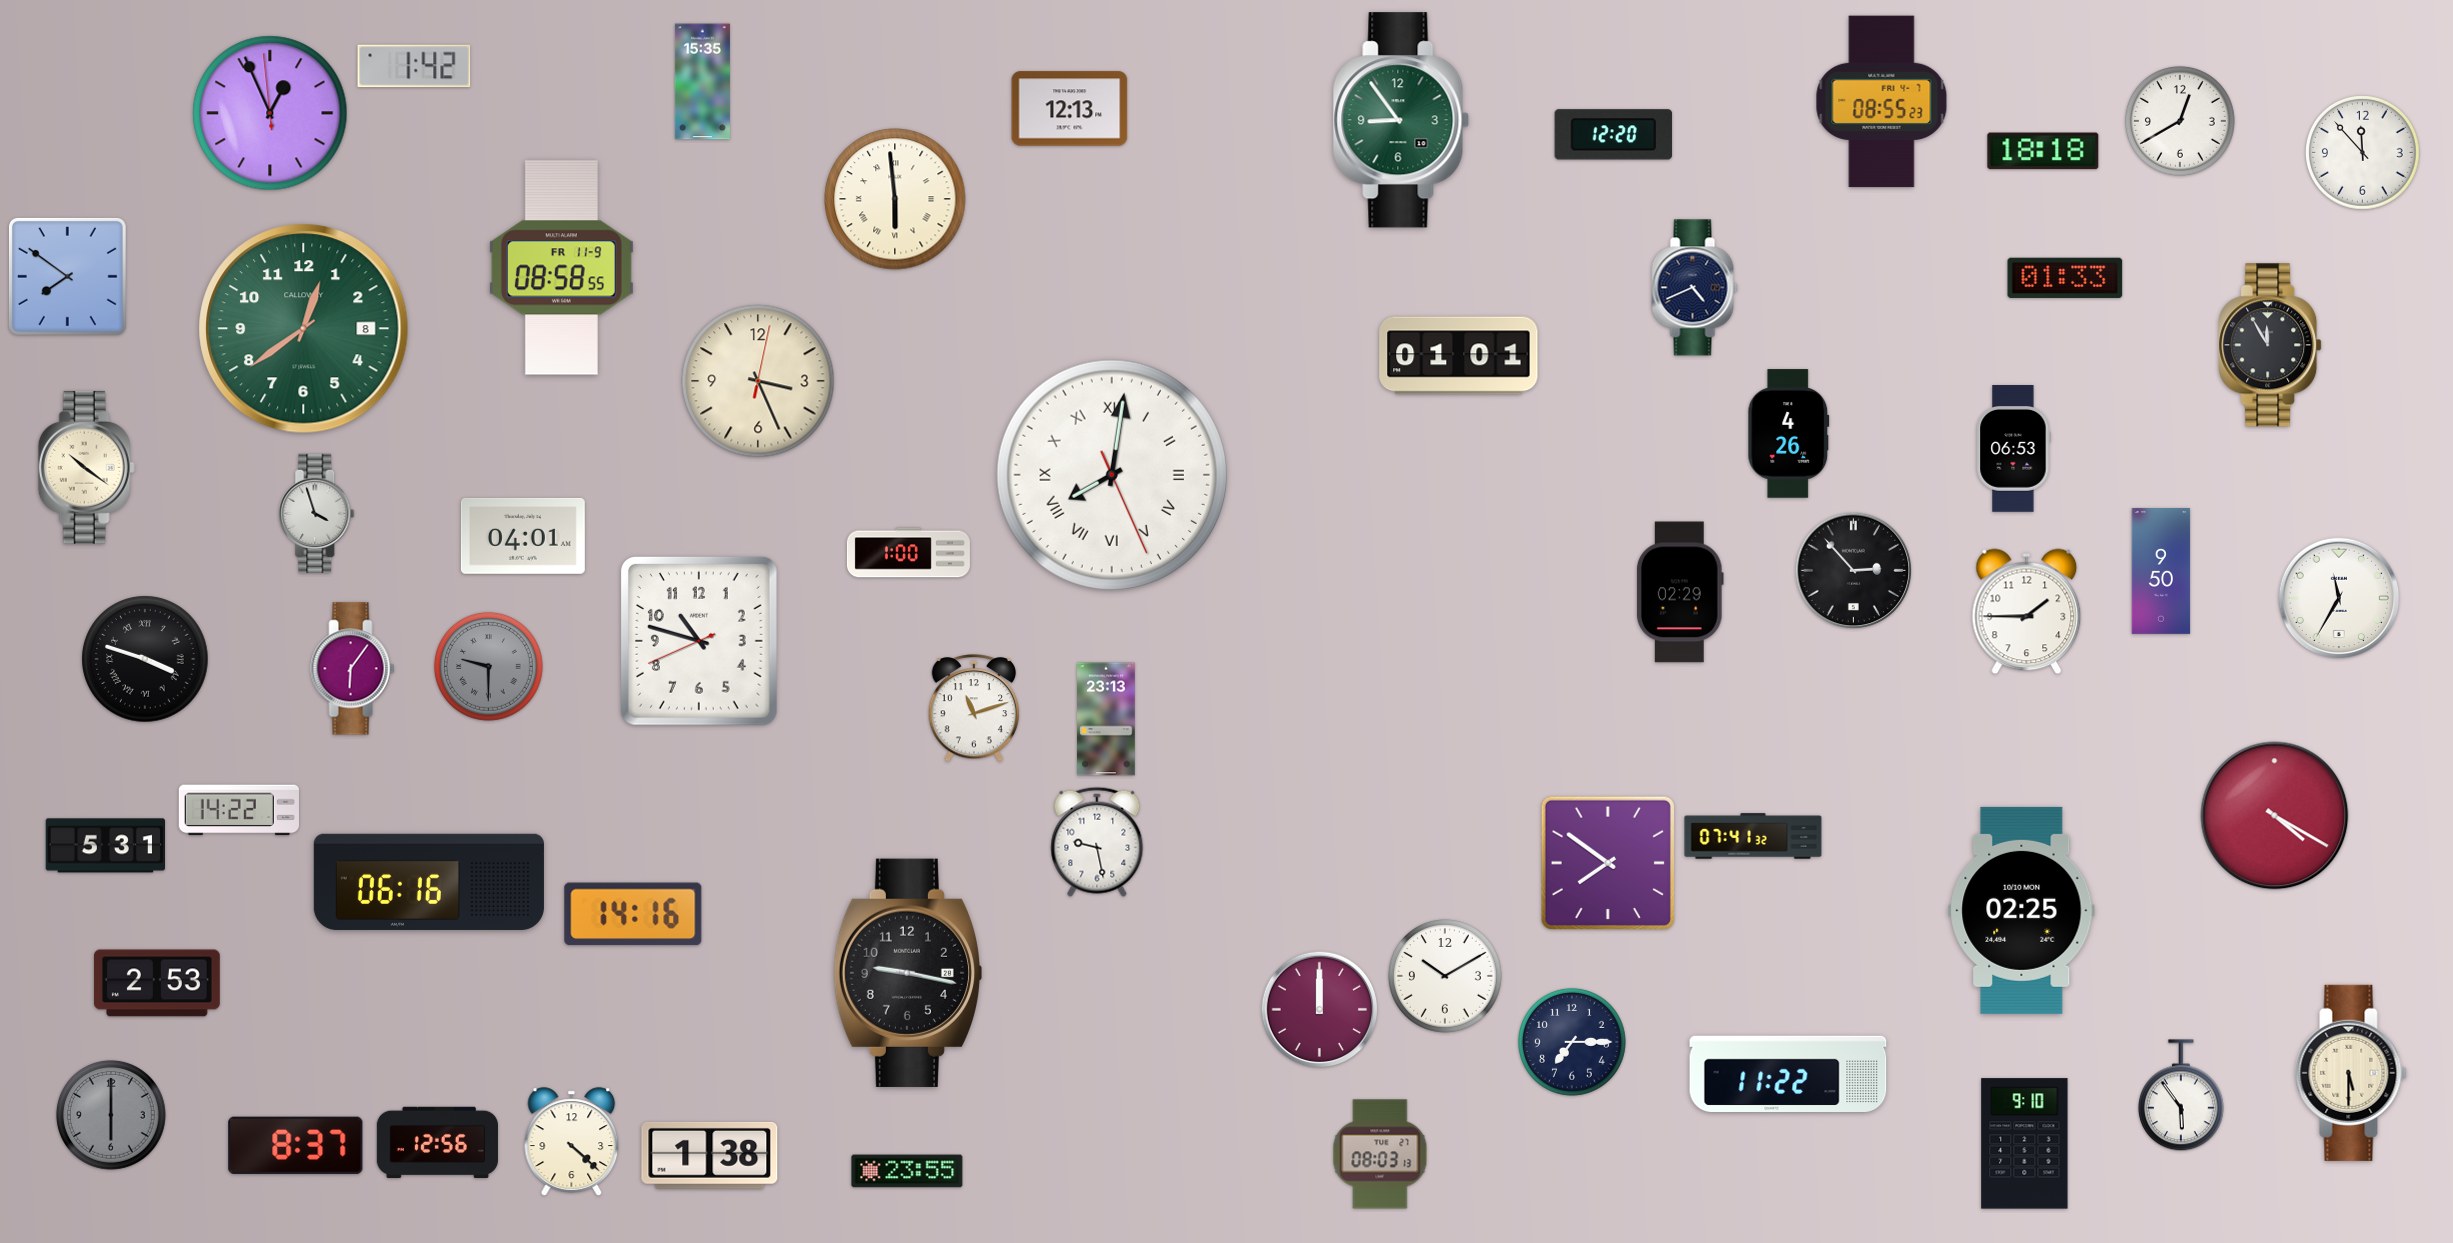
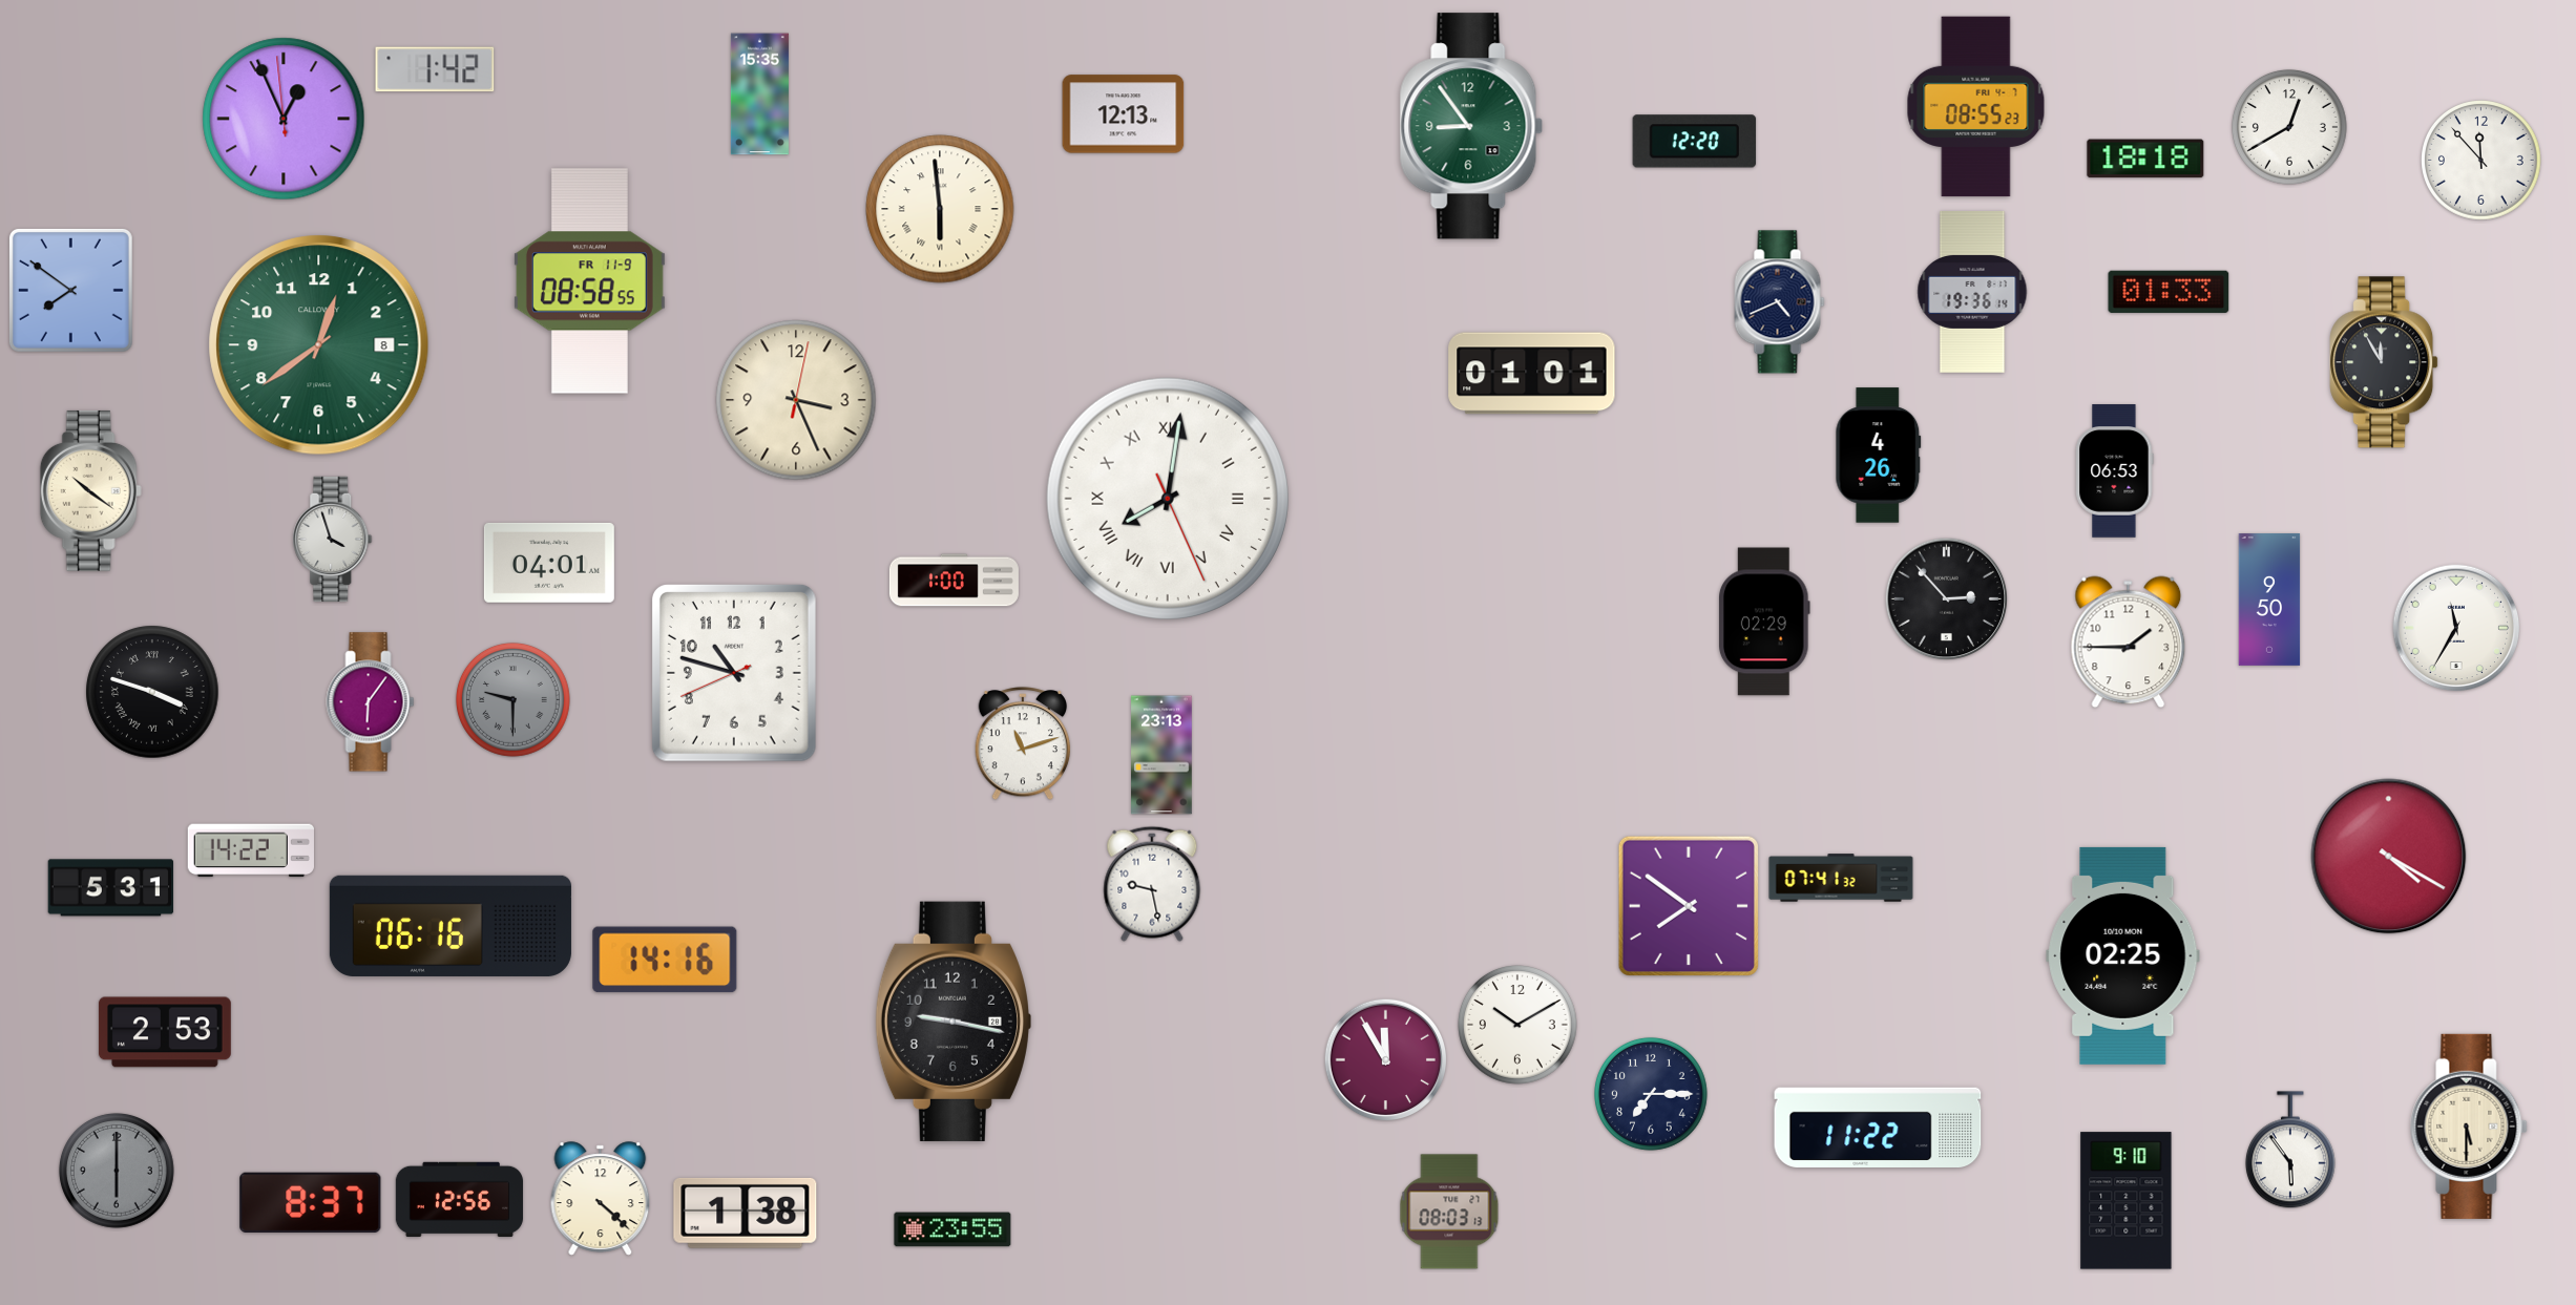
clock at (702, 82) position: (702, 82) -> (759, 94)
clock at (1972, 293): none -> 19:36
clock at (1320, 1010): 12:00 -> 11:55
